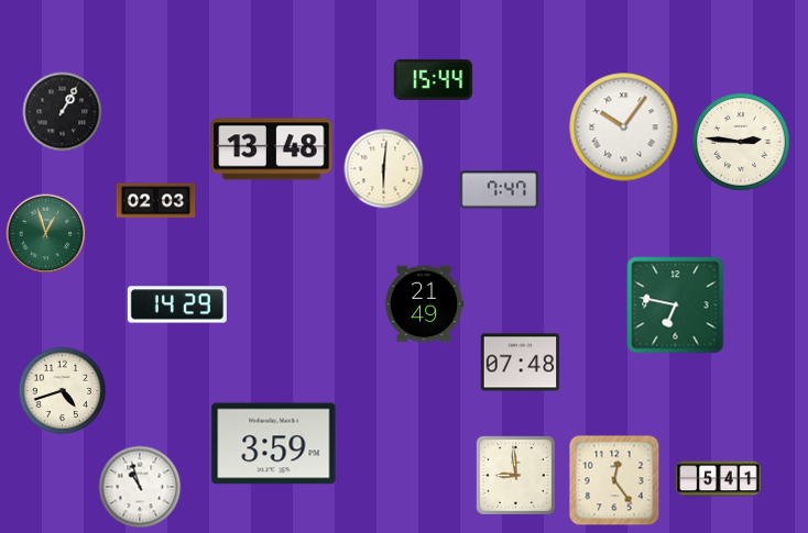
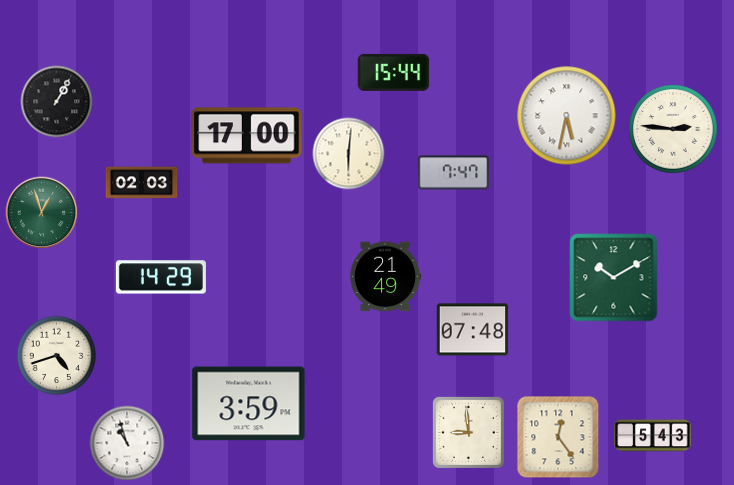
clock at (624, 127): 10:06 -> 5:32
clock at (272, 149): 13:48 -> 17:00
clock at (676, 306): 6:47 -> 10:10
clock at (719, 479): 5:41 -> 5:43
